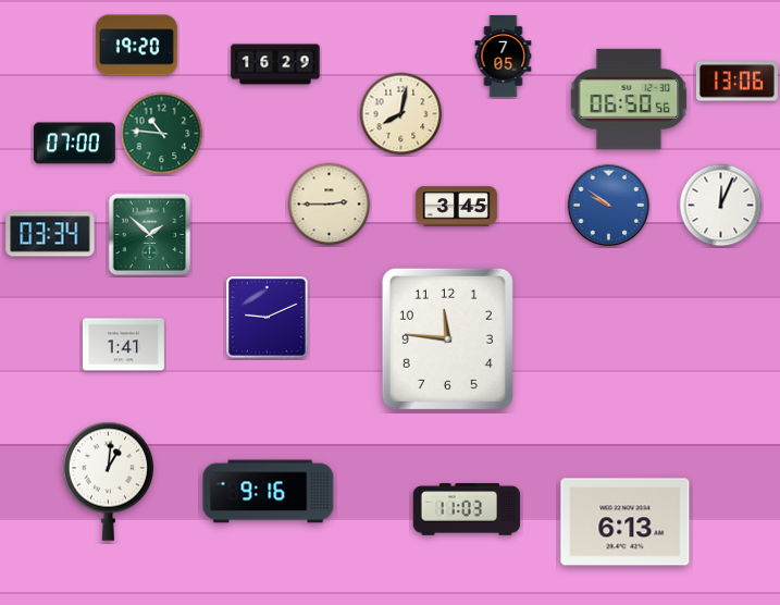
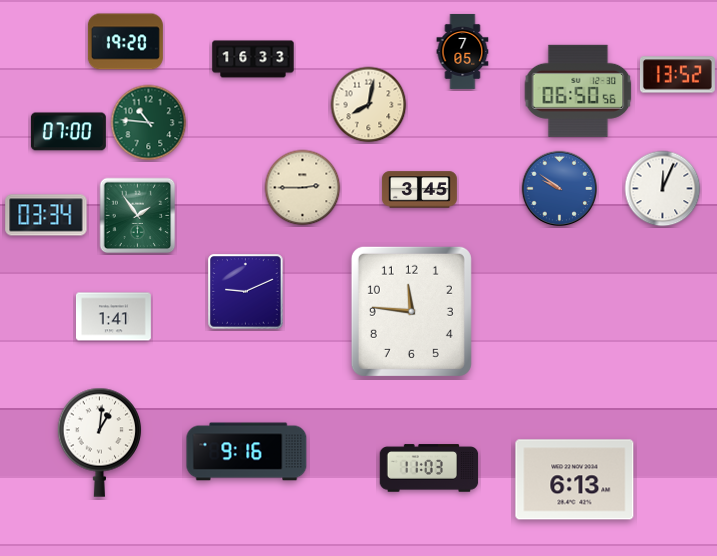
clock at (275, 64): 16:29 -> 16:33
clock at (736, 82): 13:06 -> 13:52
clock at (150, 235): 1:52 -> 1:54
